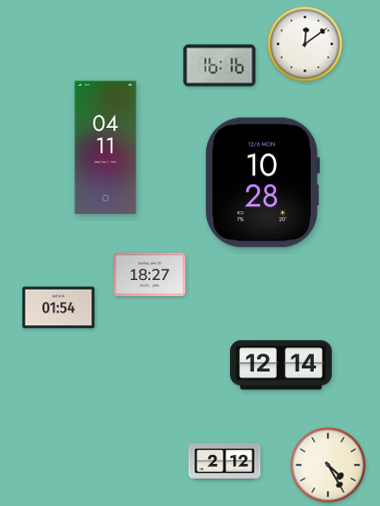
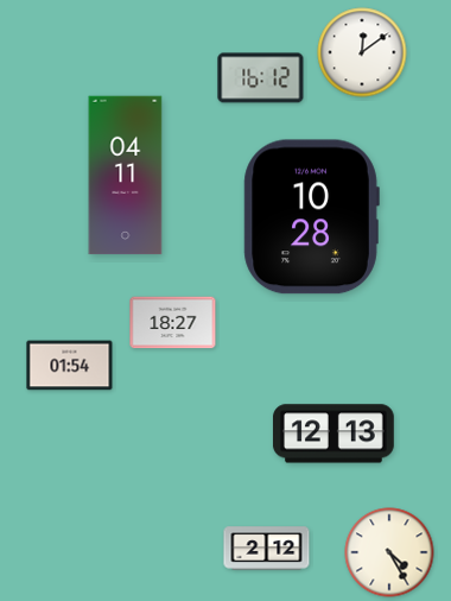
clock at (220, 66): 16:16 -> 16:12
clock at (150, 275) position: (150, 275) -> (173, 323)
clock at (281, 365): 12:14 -> 12:13
